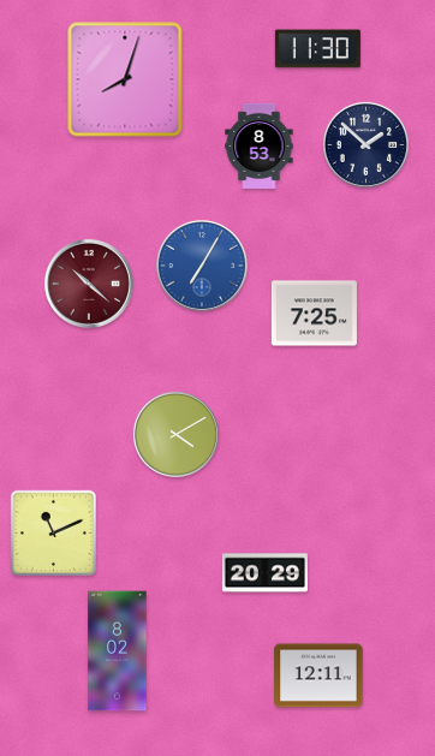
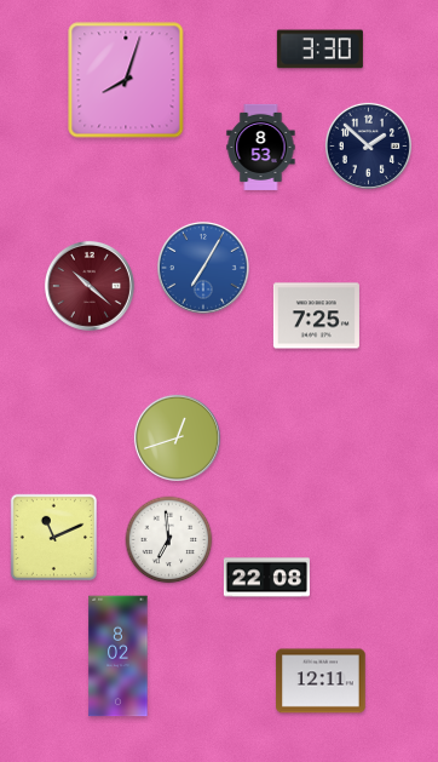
clock at (317, 49): 11:30 -> 3:30
clock at (175, 434): 4:10 -> 12:42
clock at (169, 540): none -> 6:59
clock at (264, 573): 20:29 -> 22:08
